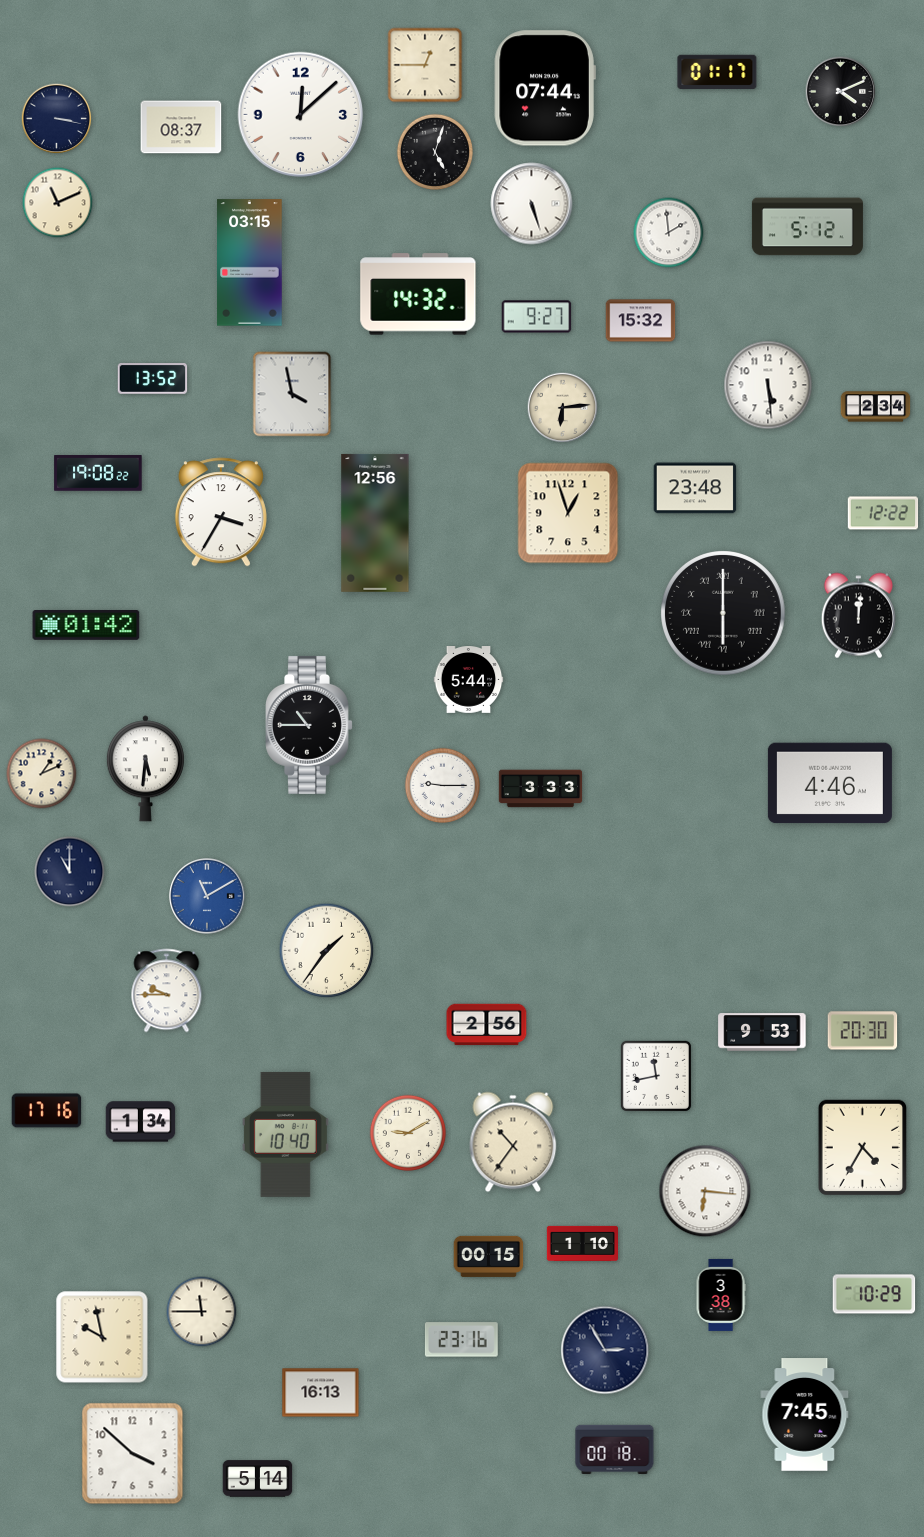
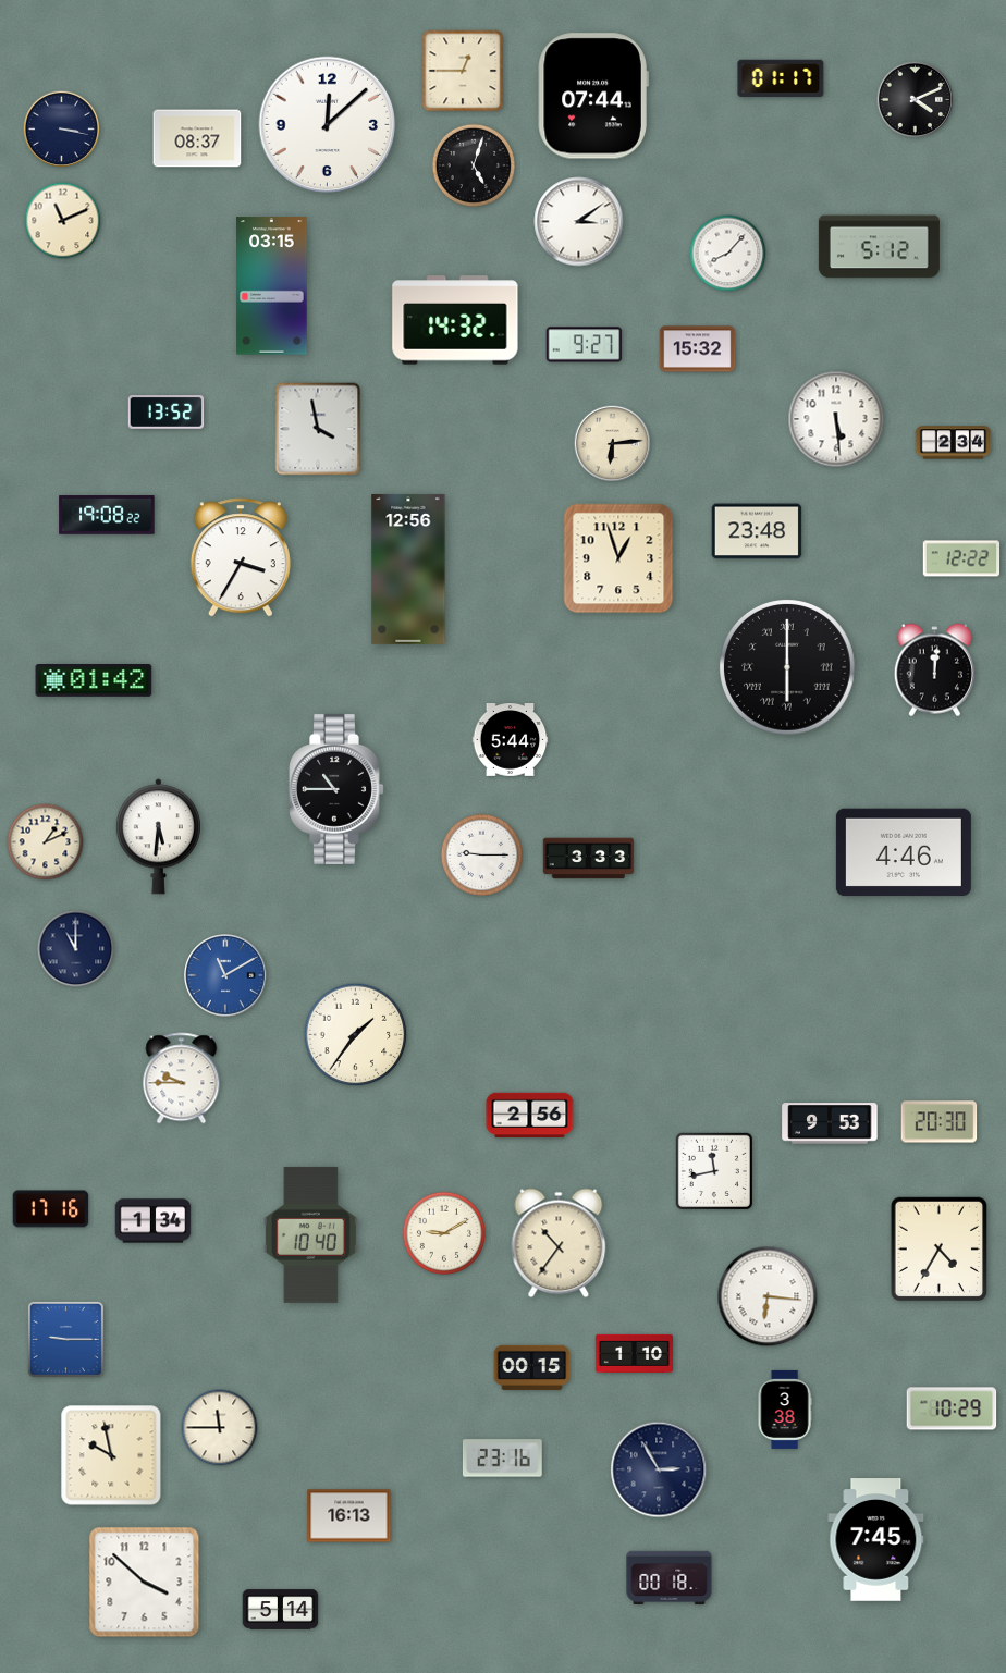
clock at (532, 204): 5:27 -> 3:09
clock at (669, 233): 1:59 -> 8:07
clock at (65, 1339): none -> 9:15
